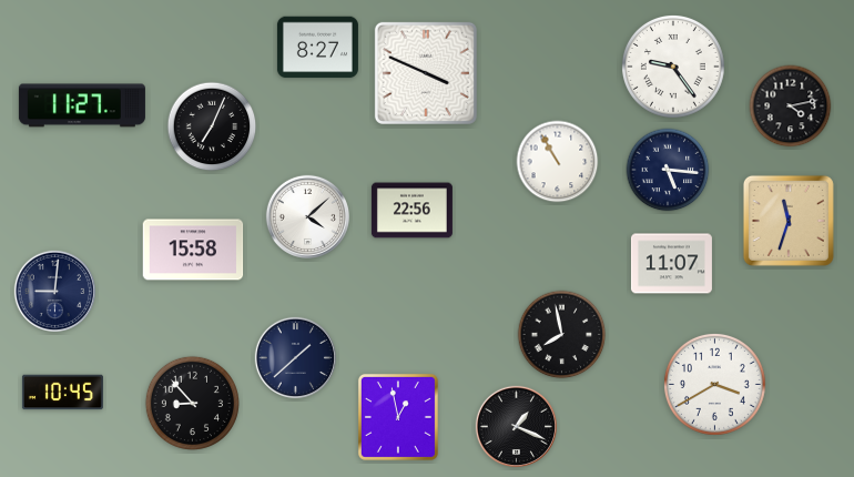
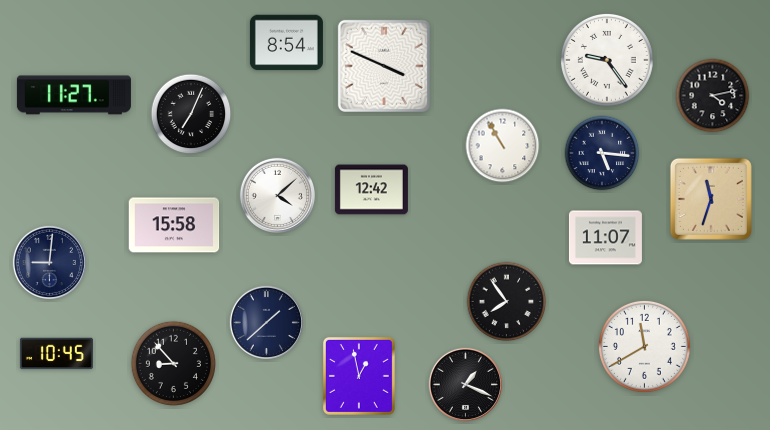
clock at (317, 48): 8:27 -> 8:54
clock at (411, 211): 22:56 -> 12:42
clock at (562, 335): 7:58 -> 7:54
clock at (714, 384): 3:40 -> 11:40
